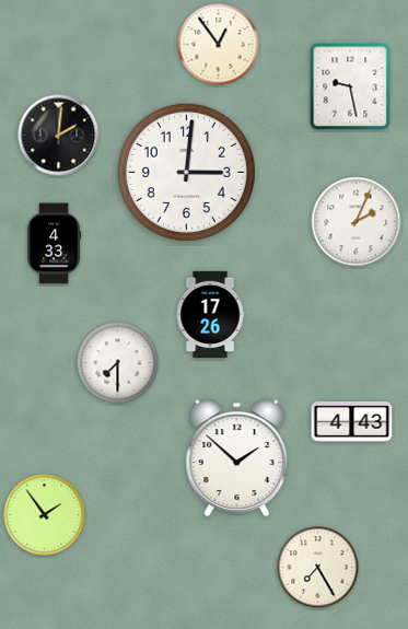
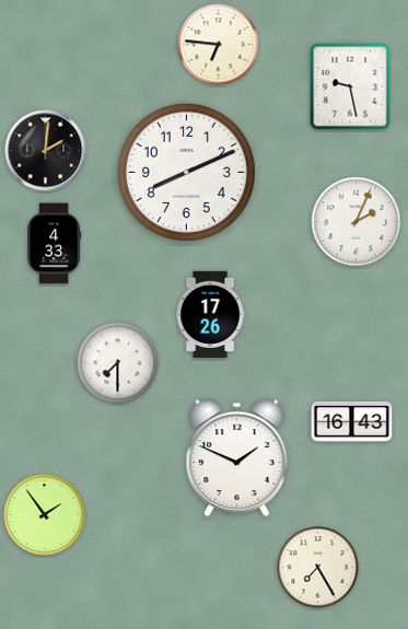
clock at (219, 45): 12:54 -> 6:46
clock at (59, 136) position: (59, 136) -> (46, 151)
clock at (186, 172): 3:01 -> 8:11
clock at (352, 422): 4:43 -> 16:43
clock at (237, 458): 1:52 -> 1:49
